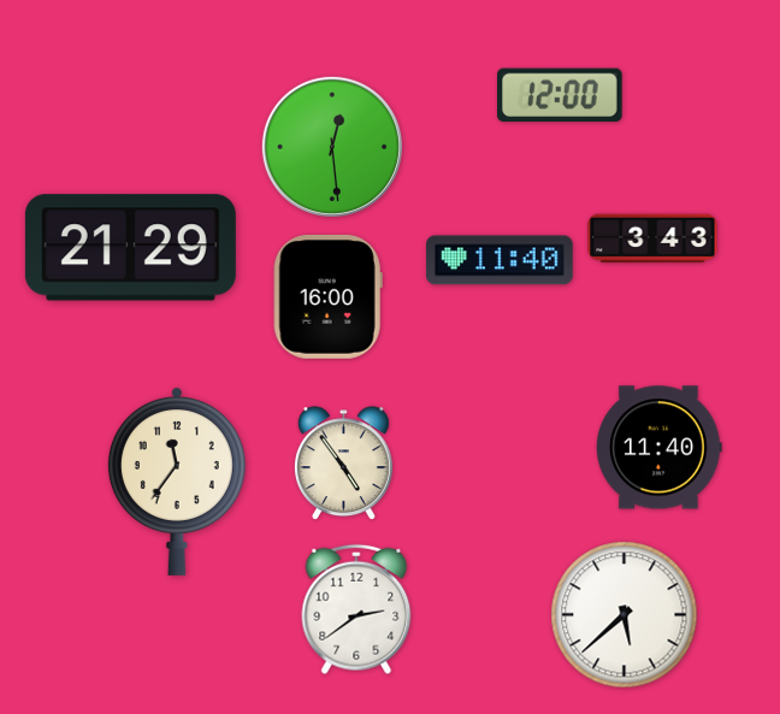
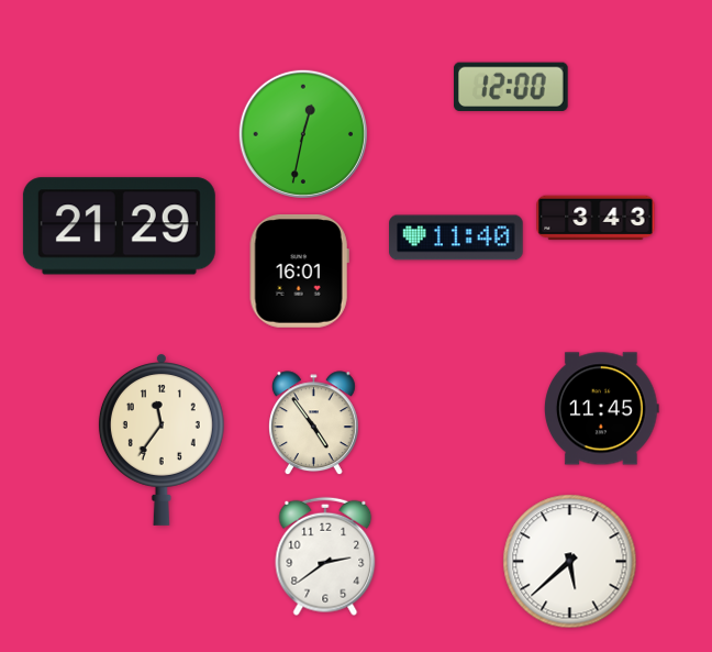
clock at (332, 147): 12:29 -> 12:32
clock at (327, 296): 16:00 -> 16:01
clock at (660, 448): 11:40 -> 11:45
